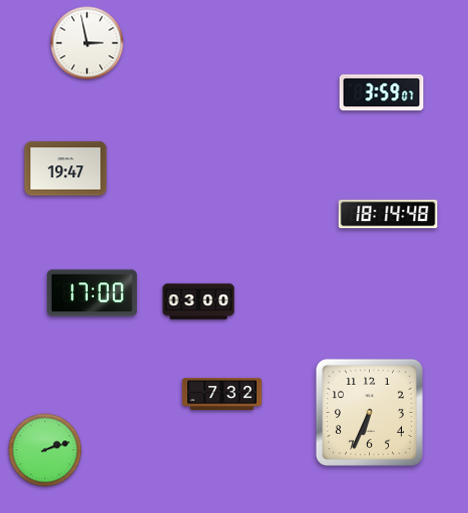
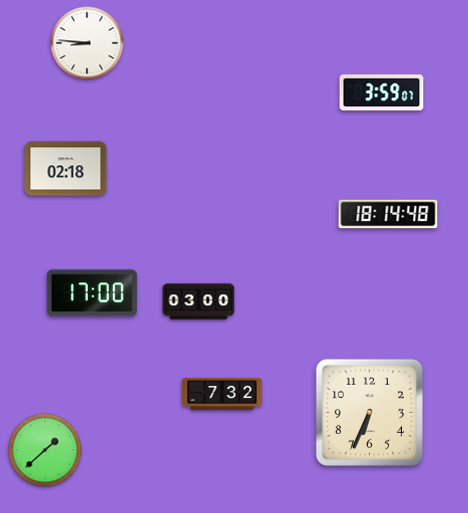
clock at (87, 43): 2:58 -> 8:46
clock at (66, 169): 19:47 -> 02:18
clock at (45, 450): 2:12 -> 1:38
